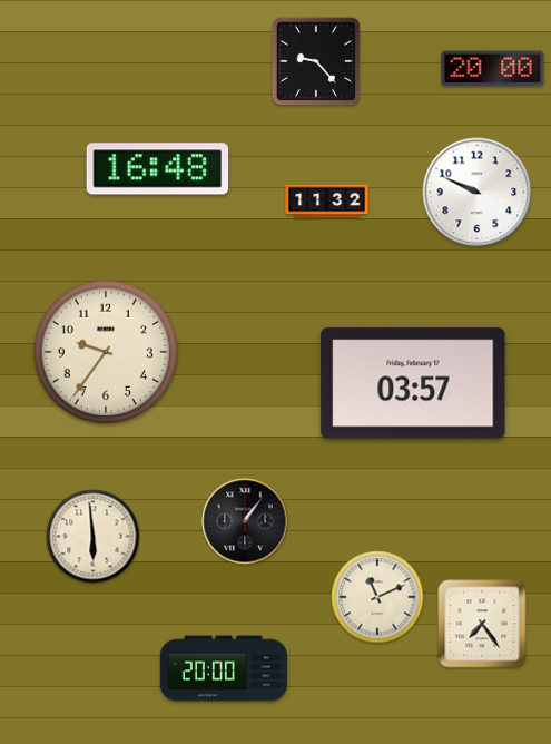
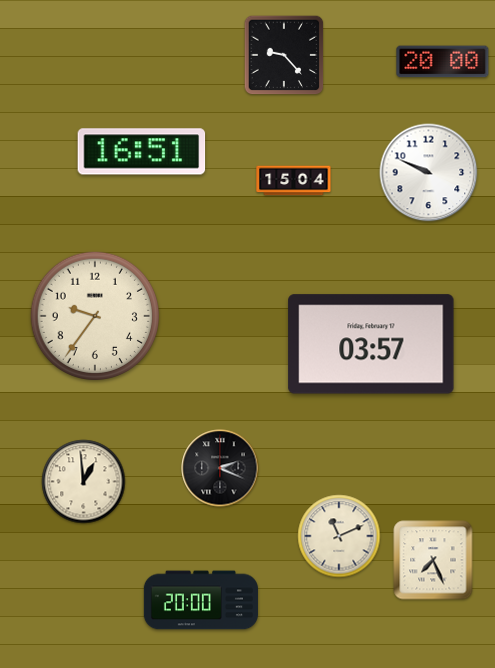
clock at (158, 169): 16:48 -> 16:51
clock at (327, 202): 11:32 -> 15:04
clock at (245, 521): 1:06 -> 2:19
clock at (94, 537): 5:59 -> 12:59
clock at (482, 624): 7:24 -> 7:26
